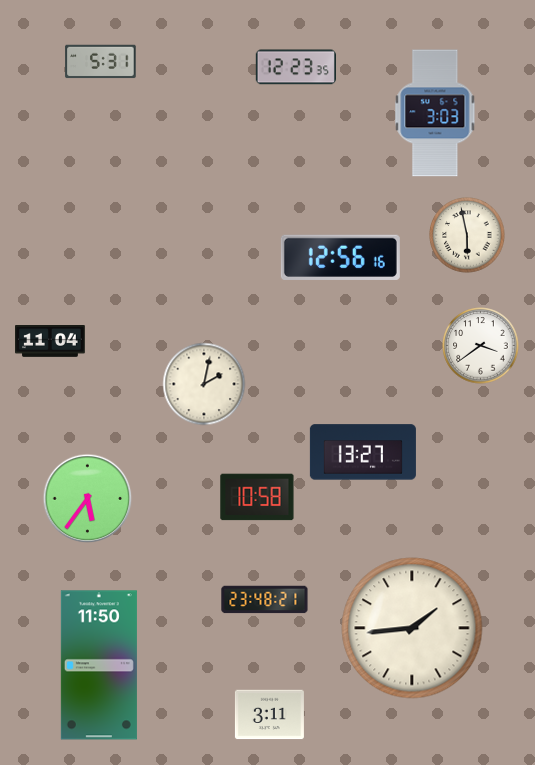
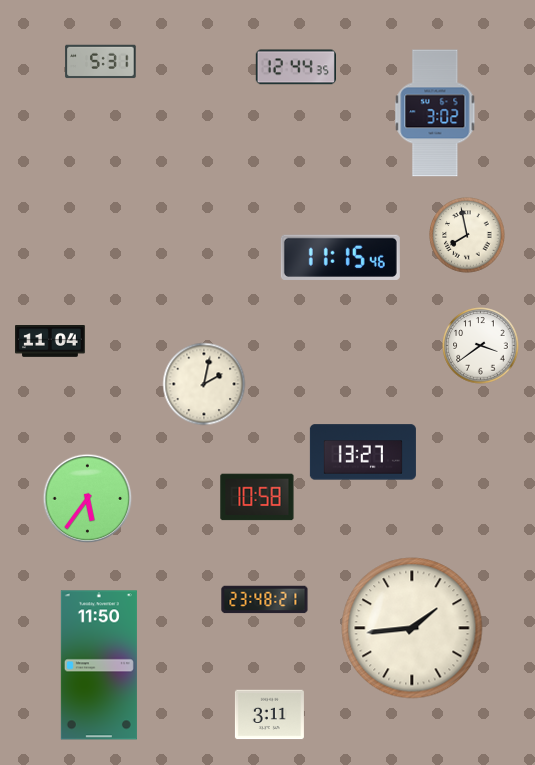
clock at (296, 67): 12:23 -> 12:44
clock at (435, 113): 3:03 -> 3:02
clock at (467, 235): 5:58 -> 7:58
clock at (340, 257): 12:56 -> 11:15
